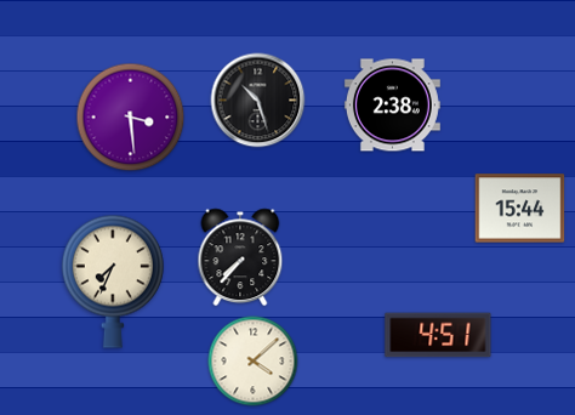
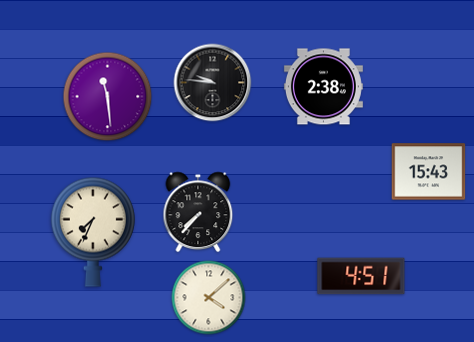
clock at (258, 101): 10:27 -> 9:46
clock at (131, 118): 3:29 -> 11:29
clock at (520, 209): 15:44 -> 15:43
